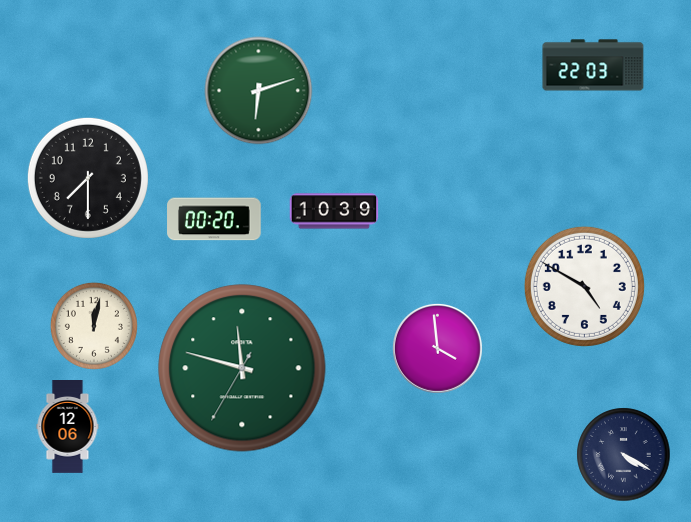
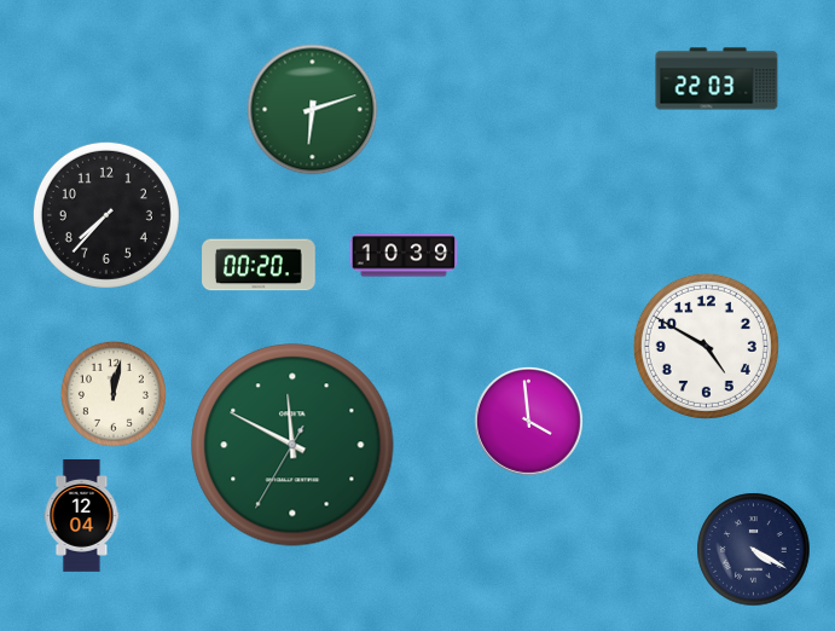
clock at (88, 178): 7:30 -> 7:37
clock at (242, 368): 11:47 -> 11:49
clock at (68, 427): 12:06 -> 12:04
